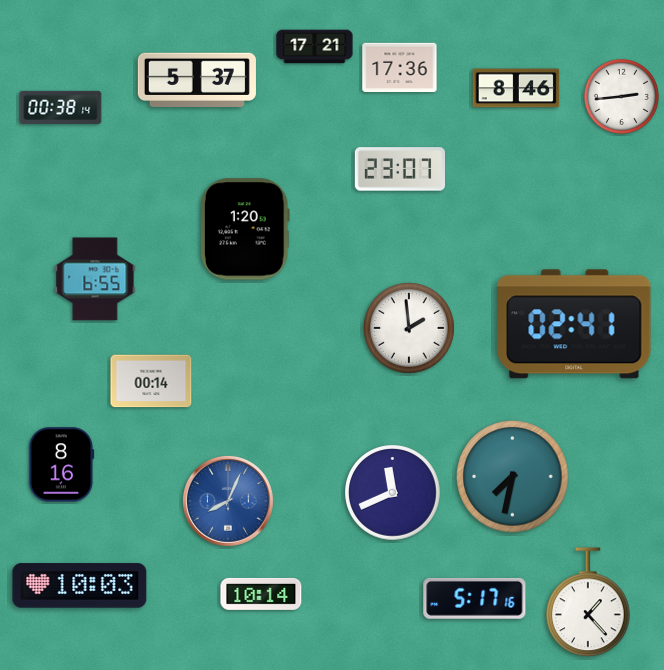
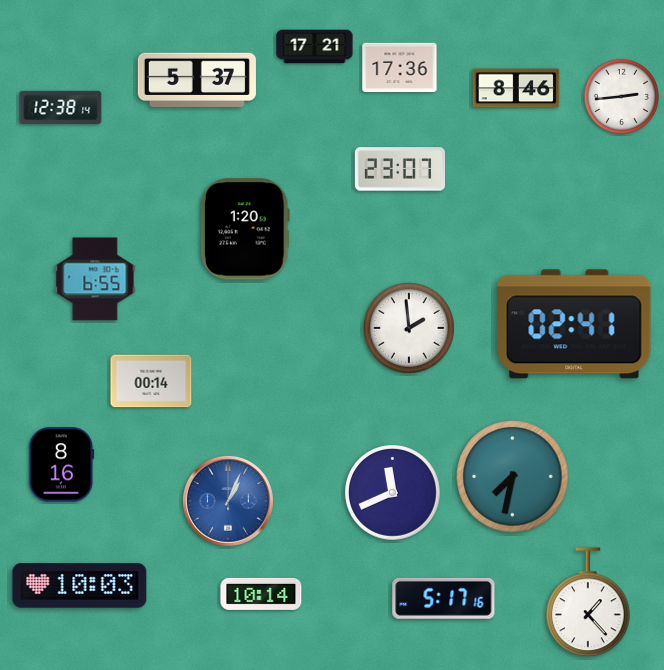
clock at (61, 107): 00:38 -> 12:38
clock at (228, 501): 8:04 -> 1:04
clock at (475, 598) position: (475, 598) -> (444, 598)
